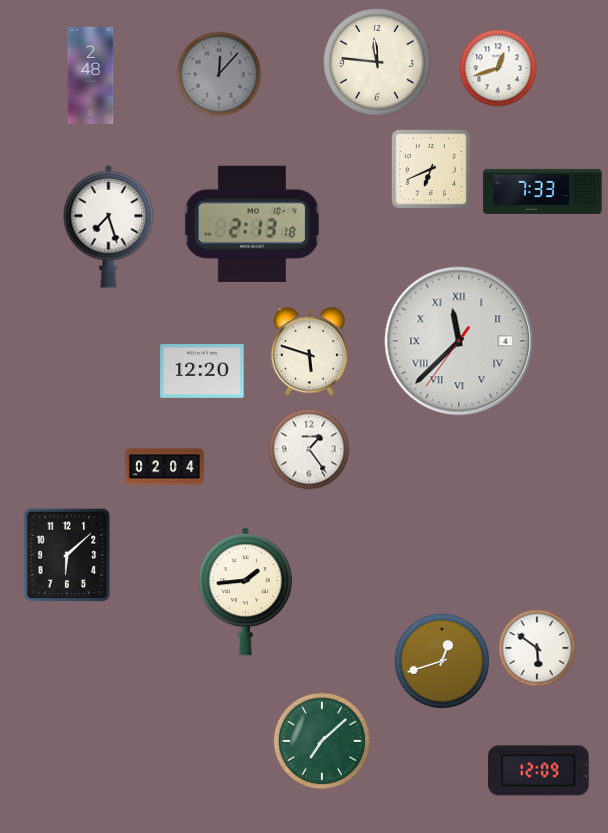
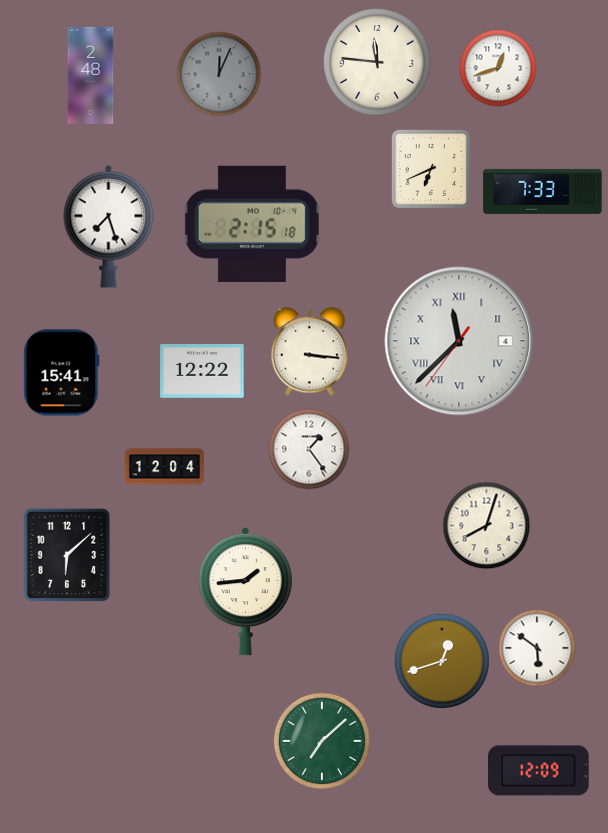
clock at (219, 74): 12:07 -> 12:04
clock at (252, 224): 2:13 -> 2:15
clock at (309, 352): 5:48 -> 3:16
clock at (202, 372): 12:20 -> 12:22
clock at (62, 373): none -> 15:41
clock at (164, 467): 02:04 -> 12:04
clock at (487, 526): none -> 8:03
